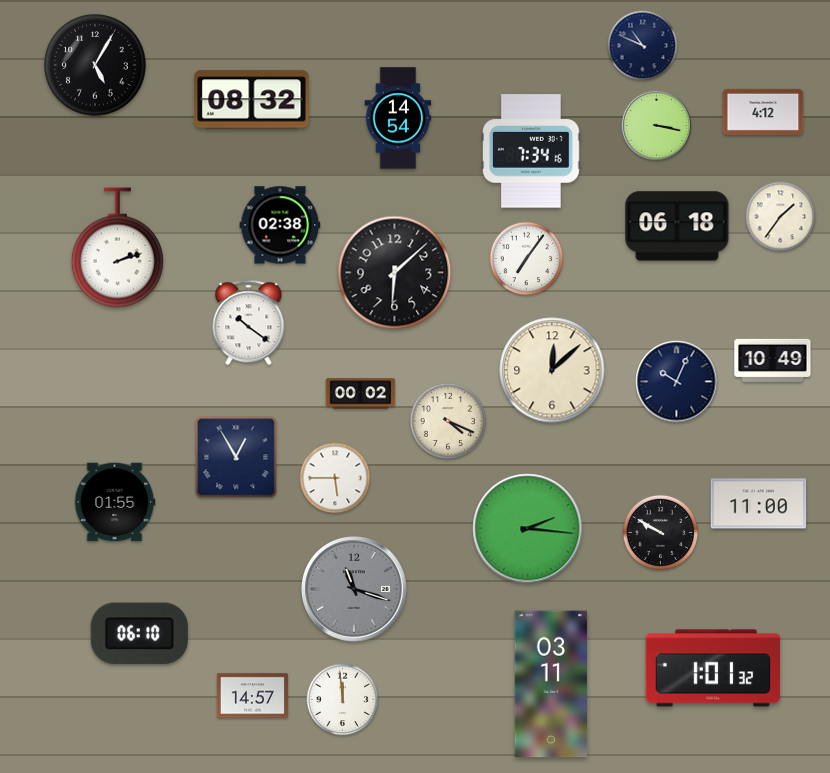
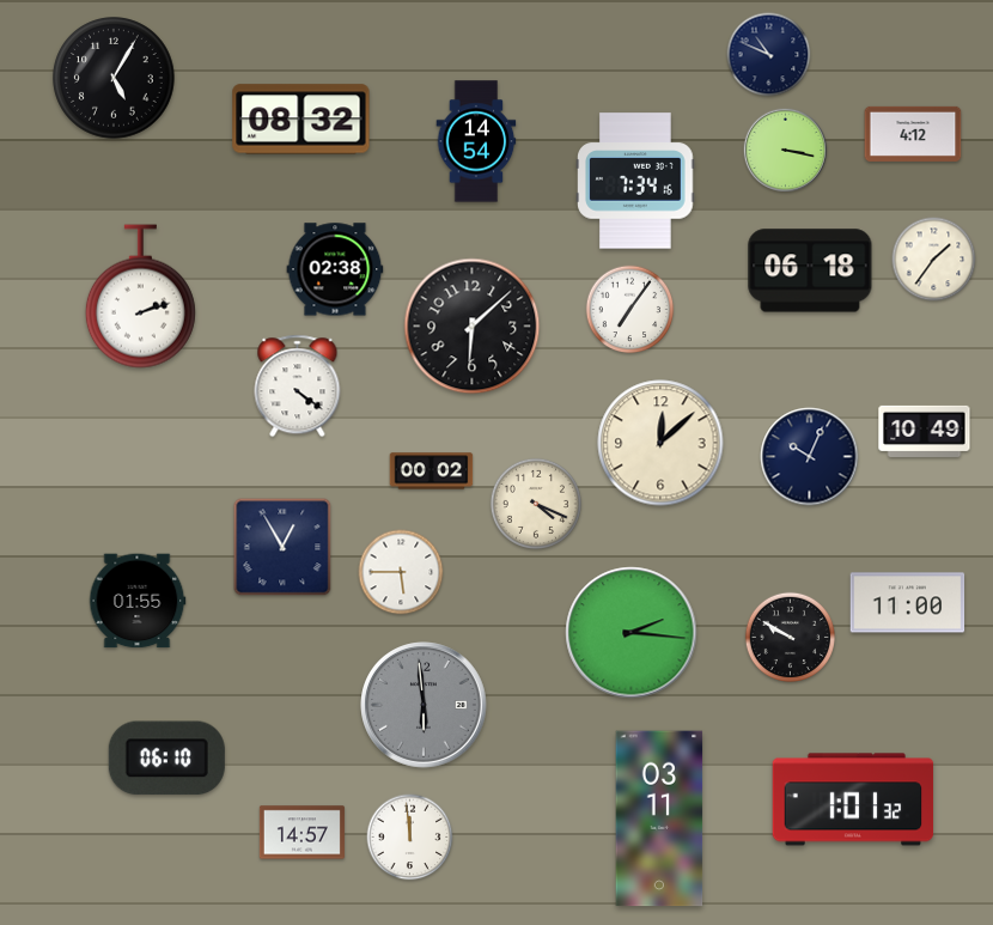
clock at (249, 323): 10:21 -> 4:21
clock at (355, 590): 11:18 -> 5:59
